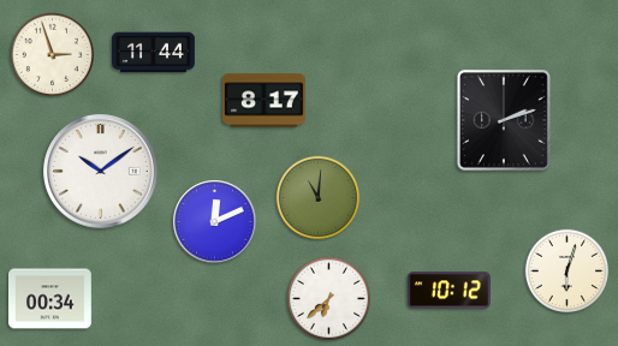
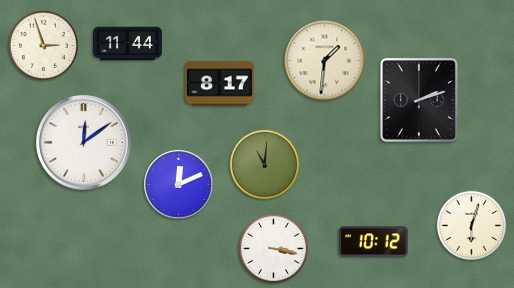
clock at (325, 61): none -> 1:31
clock at (101, 172): 10:09 -> 12:09
clock at (328, 298): 6:38 -> 3:17
clock at (50, 299): 00:34 -> none
